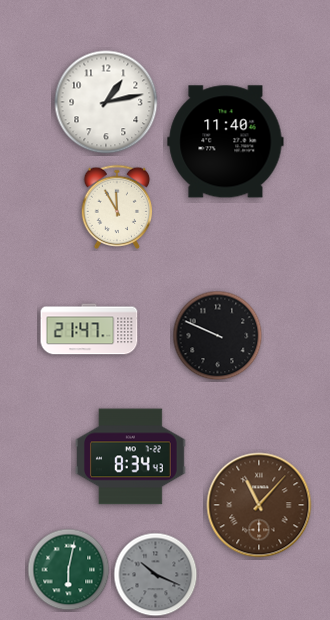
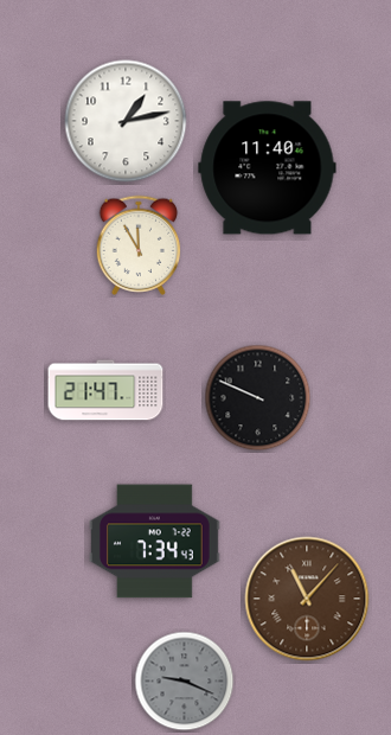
clock at (131, 457): 8:34 -> 7:34
clock at (69, 570): 6:02 -> none
clock at (156, 575): 10:19 -> 9:19
